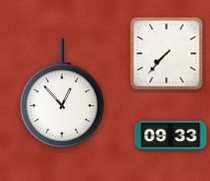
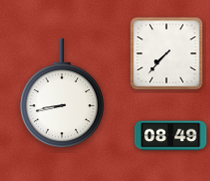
clock at (63, 94): 12:53 -> 8:43
clock at (171, 136): 09:33 -> 08:49
